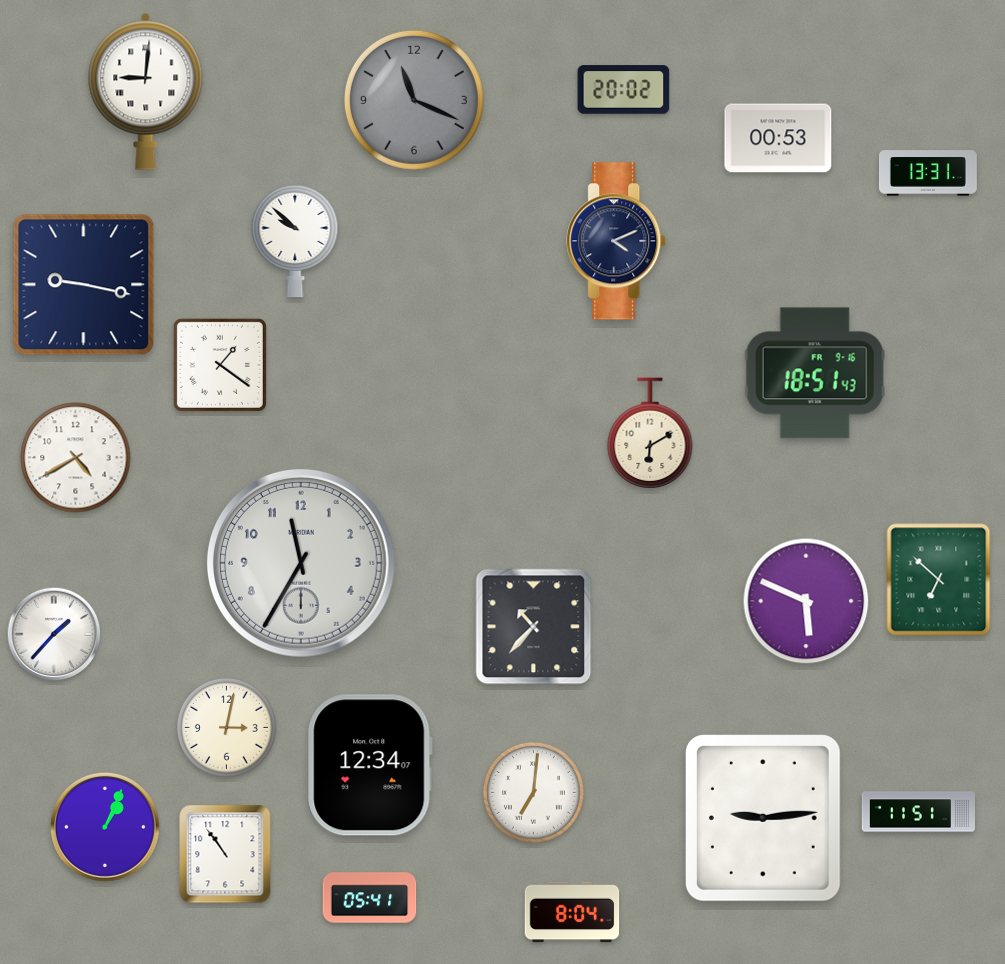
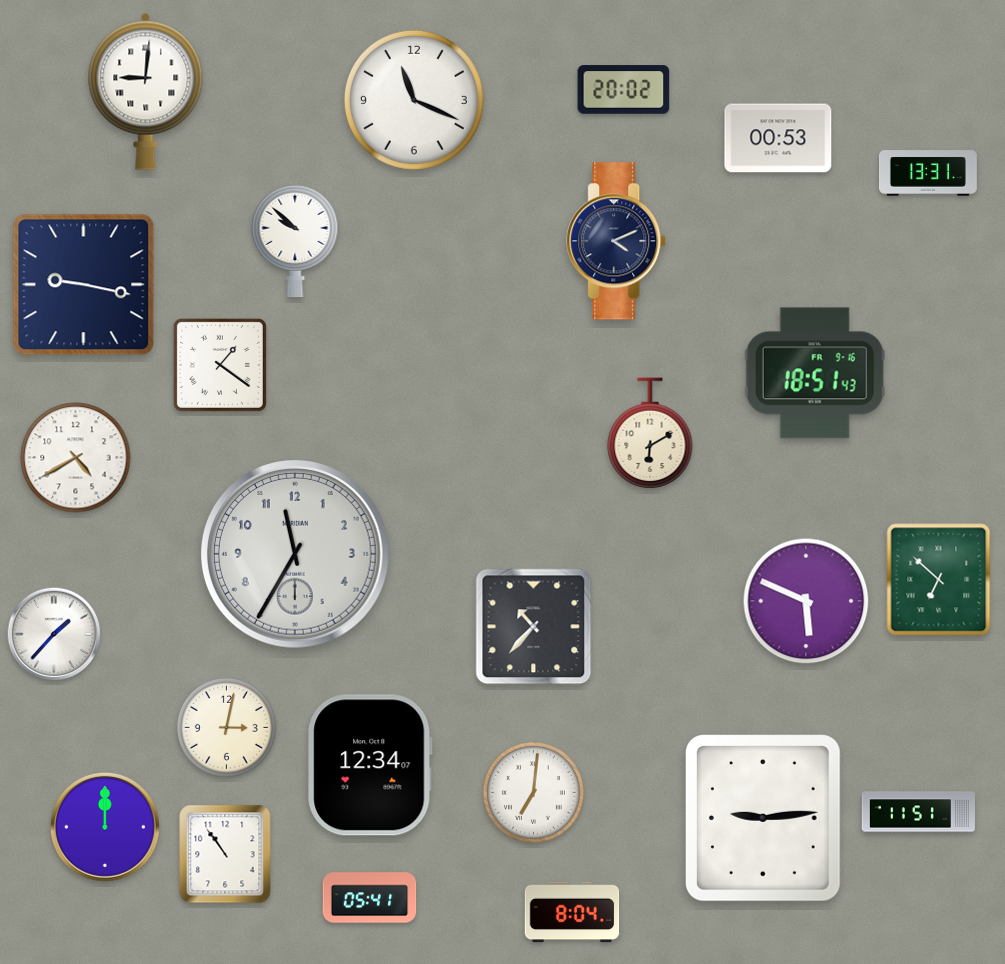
clock at (414, 100) dial: grey -> white
clock at (301, 563) position: (301, 563) -> (295, 554)
clock at (105, 827): 1:04 -> 12:00
